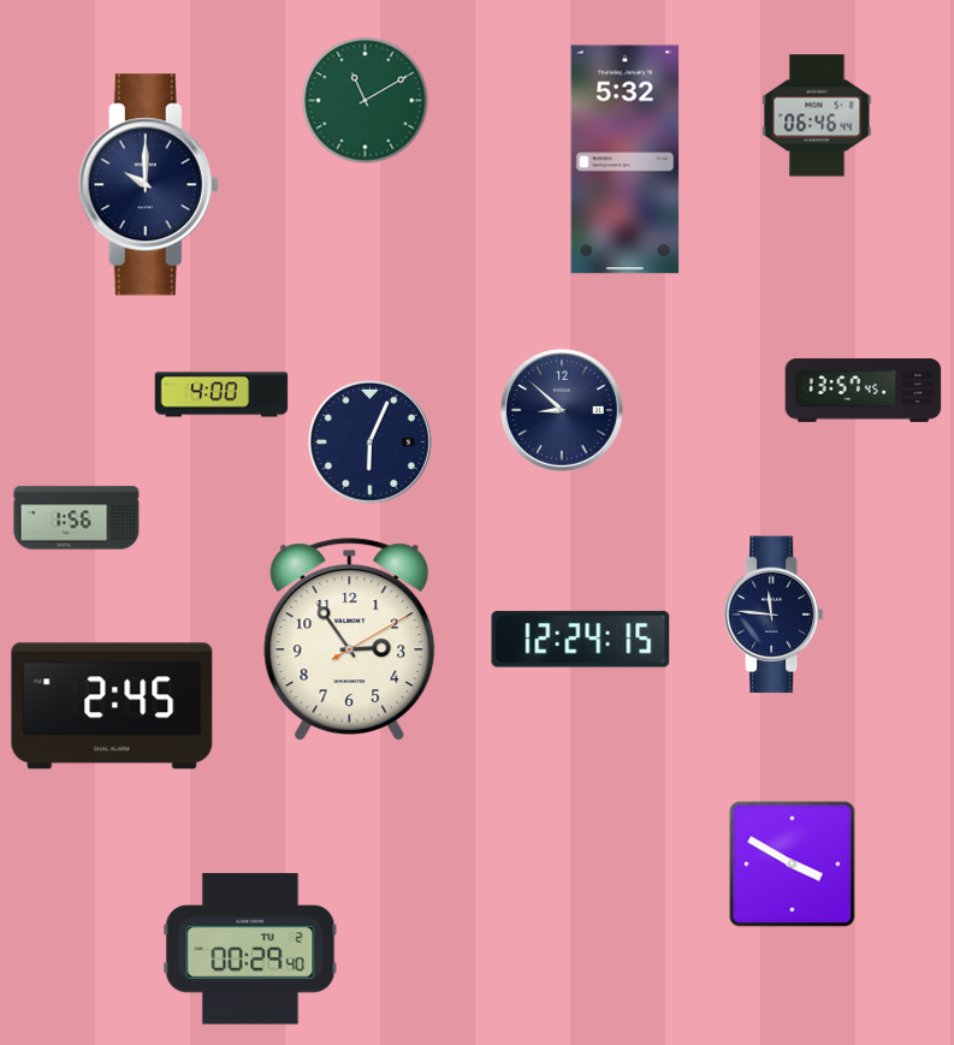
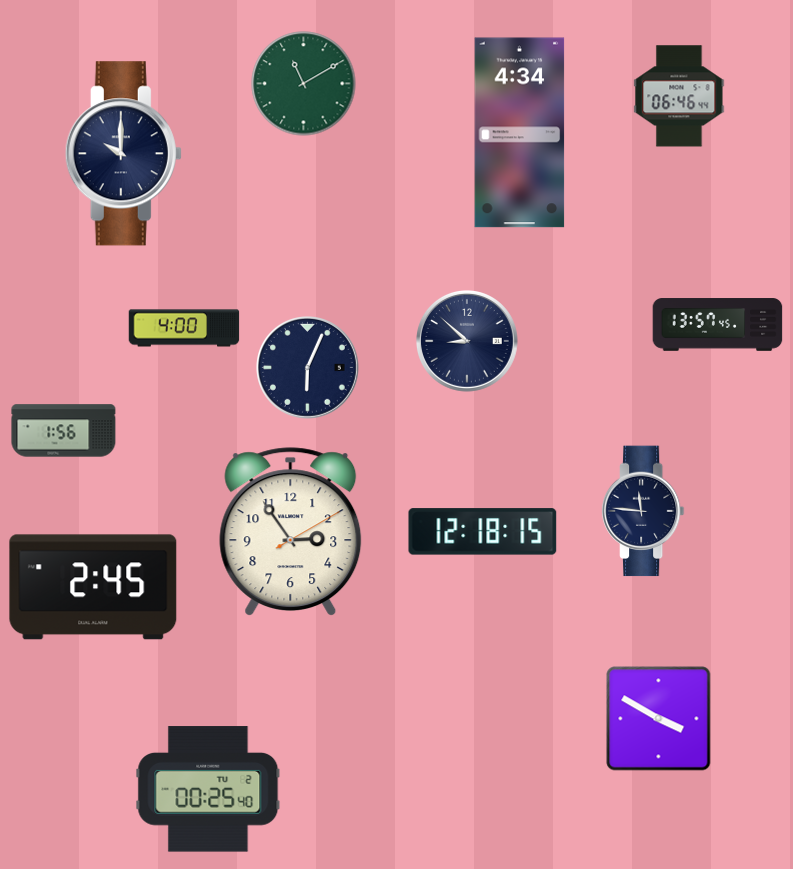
clock at (626, 160): 5:32 -> 4:34
clock at (581, 640): 12:24 -> 12:18
clock at (250, 949): 00:29 -> 00:25
